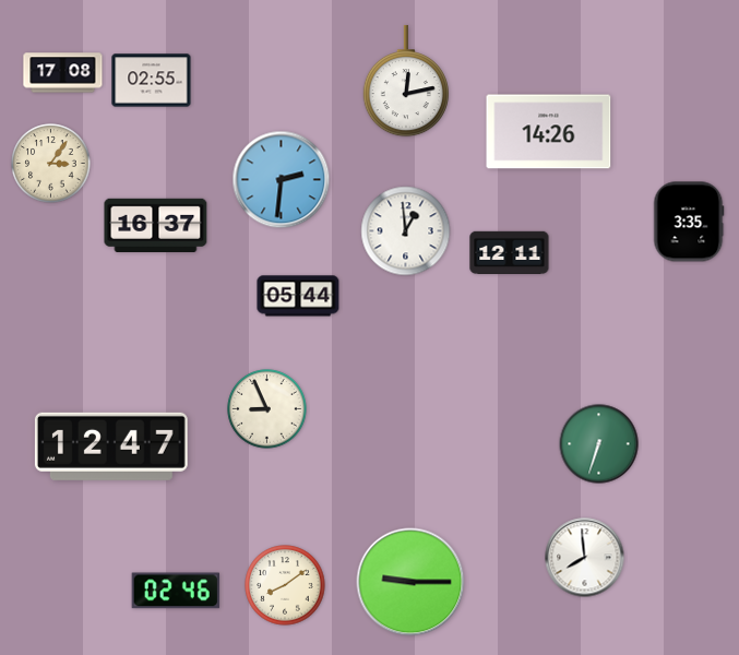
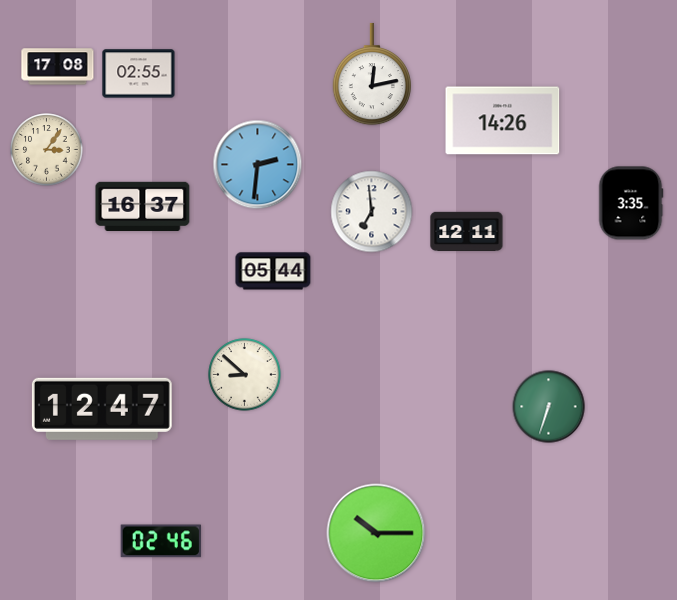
clock at (406, 231): 12:59 -> 6:59
clock at (267, 409): 8:56 -> 8:52
clock at (585, 558): 7:59 -> none
clock at (410, 582): 9:15 -> 10:15
clock at (285, 585): 8:09 -> none
